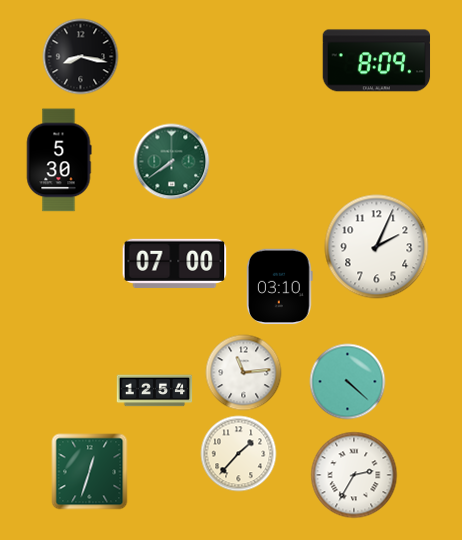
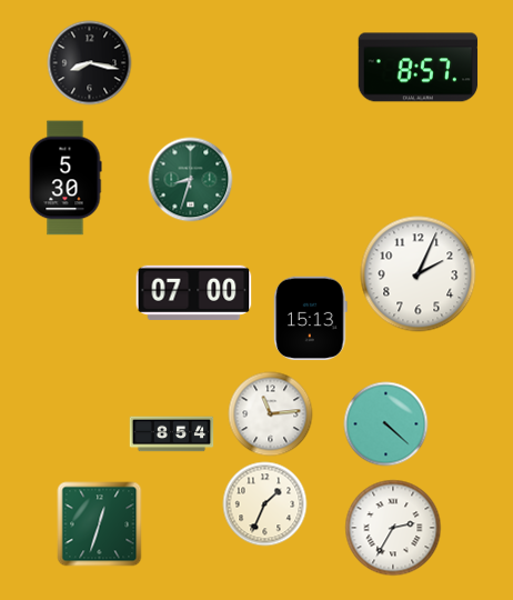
clock at (377, 61): 8:09 -> 8:57
clock at (172, 162): 7:39 -> 8:33
clock at (280, 287): 03:10 -> 15:13
clock at (155, 391): 12:54 -> 8:54
clock at (239, 454): 1:37 -> 1:34
